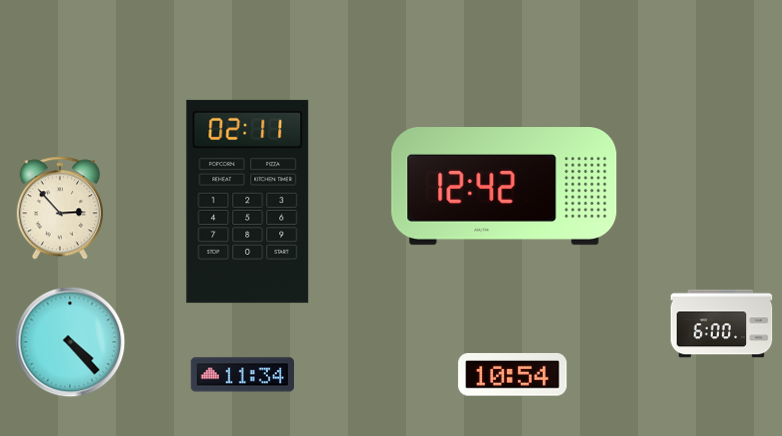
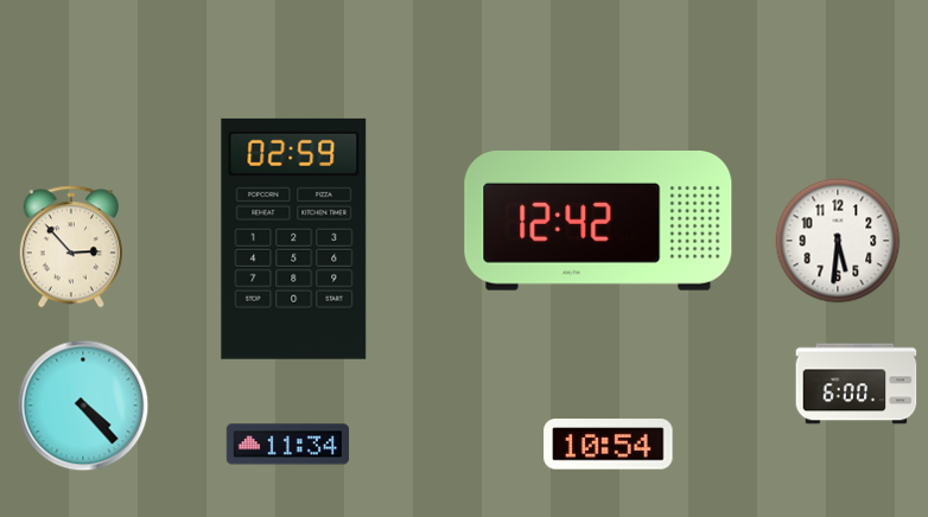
clock at (248, 201): 02:11 -> 02:59
clock at (838, 241): none -> 5:31
